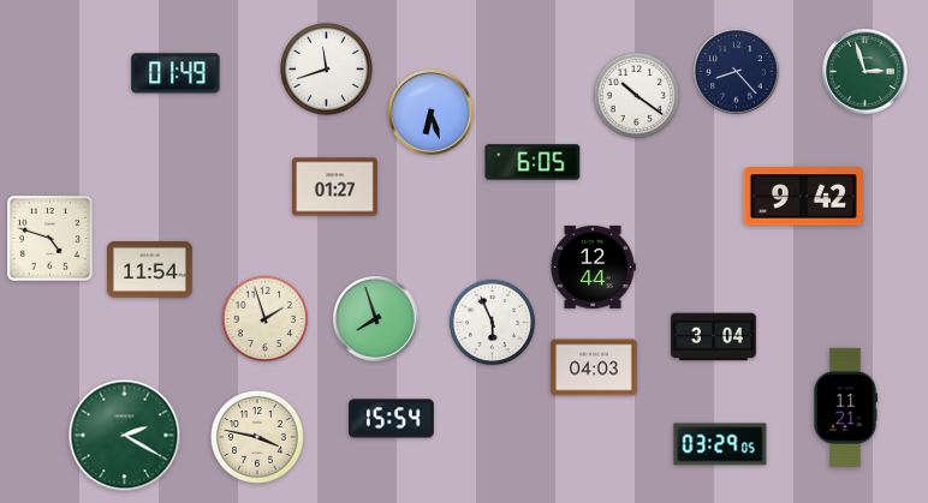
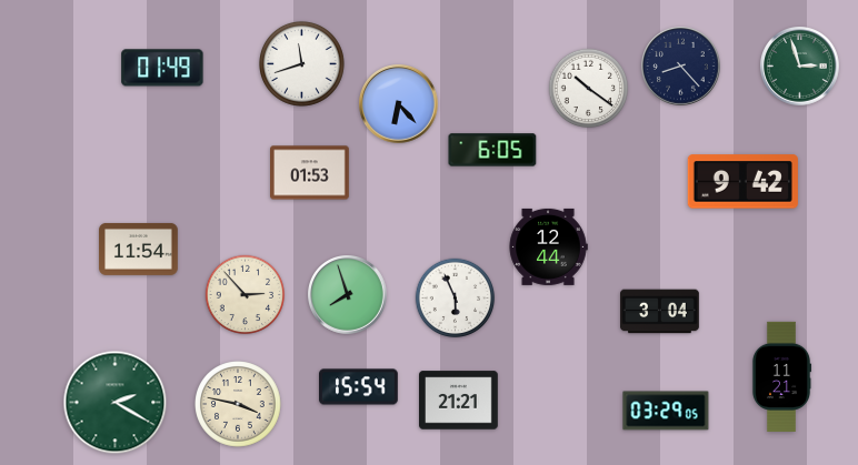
clock at (432, 113): 6:27 -> 6:23
clock at (335, 187): 01:27 -> 01:53
clock at (49, 238): 4:48 -> none
clock at (266, 319): 1:57 -> 2:53
clock at (594, 367): 04:03 -> none
clock at (392, 419) position: (392, 419) -> (359, 387)
clock at (459, 401): none -> 21:21
